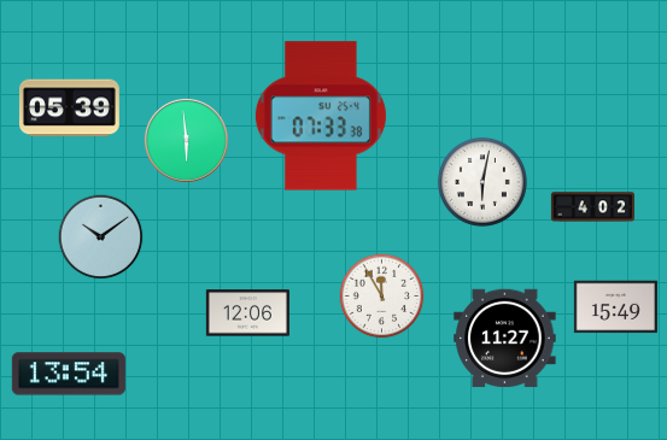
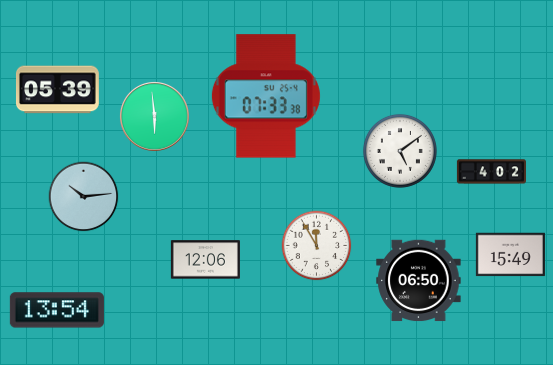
clock at (482, 182): 6:02 -> 5:09
clock at (101, 237): 10:09 -> 10:14
clock at (505, 339): 11:27 -> 06:50
